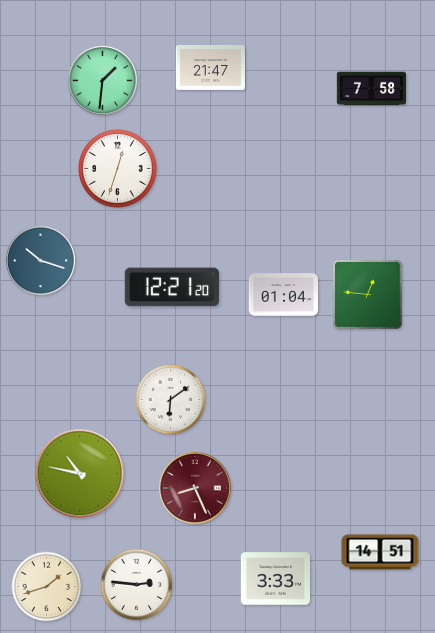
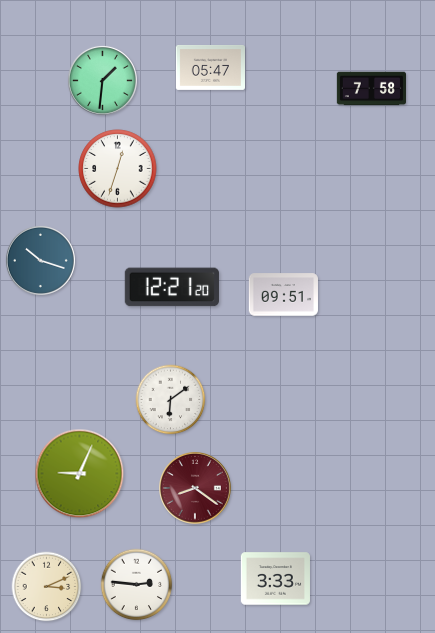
clock at (210, 67): 21:47 -> 05:47
clock at (283, 295): 01:04 -> 09:51
clock at (368, 295): 12:46 -> none
clock at (80, 474): 10:47 -> 9:04
clock at (196, 489): 8:26 -> 8:21
clock at (380, 552): 14:51 -> none
clock at (47, 587): 1:42 -> 3:11
